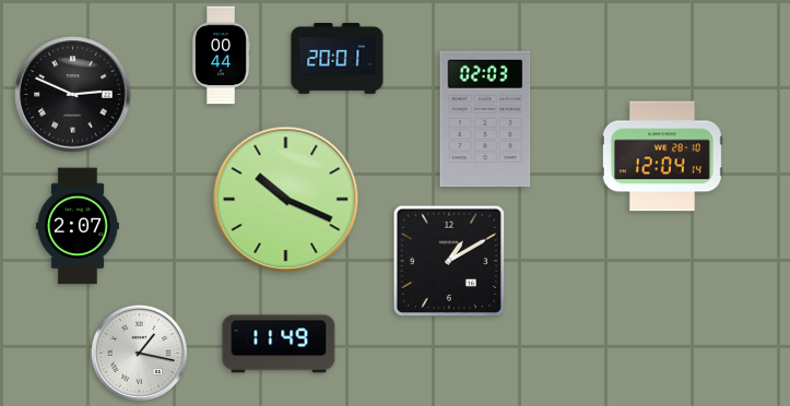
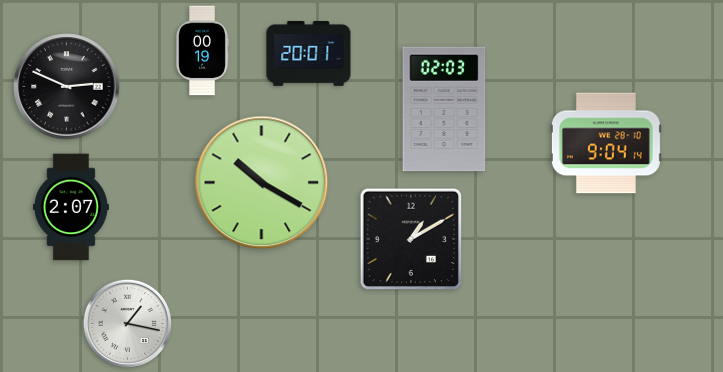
clock at (222, 56): 00:44 -> 00:19
clock at (662, 156): 12:04 -> 9:04
clock at (286, 200): 10:19 -> 10:20
clock at (279, 344): 11:49 -> none
